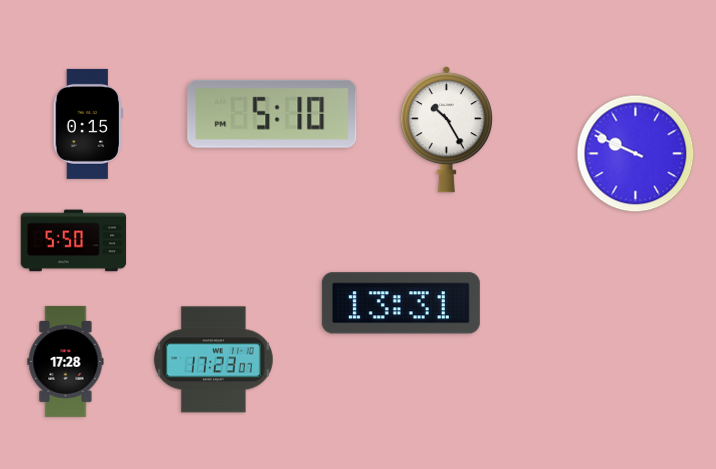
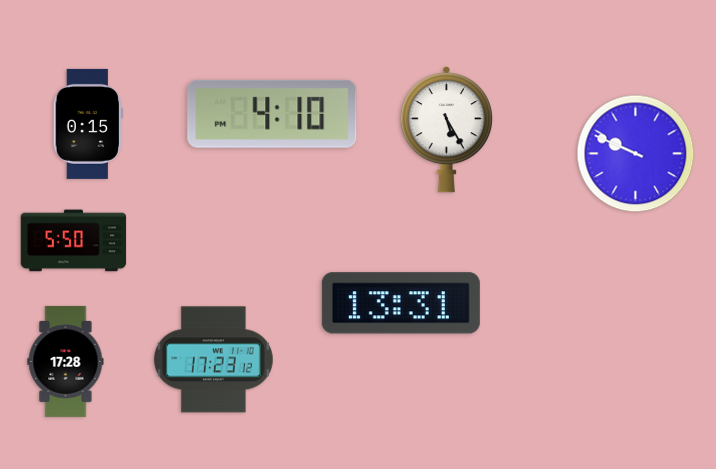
clock at (272, 114): 5:10 -> 4:10
clock at (446, 130): 10:25 -> 5:25
clock at (213, 360): 17:23:07 -> 17:23:12
